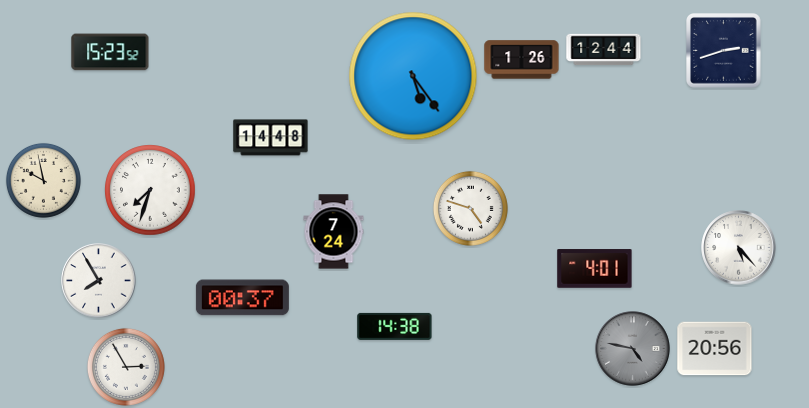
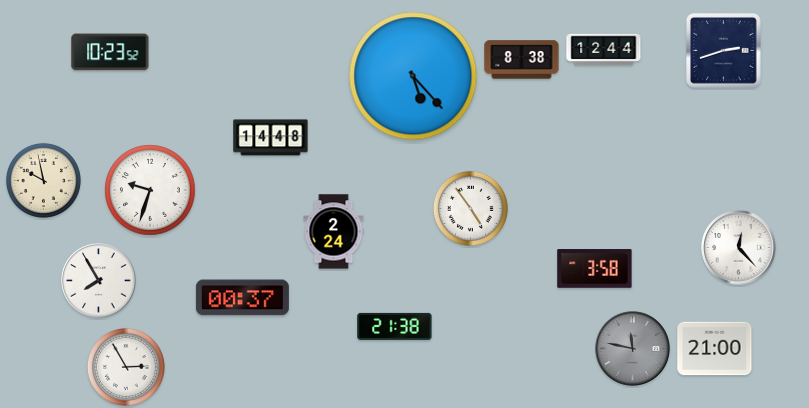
clock at (110, 52): 15:23 -> 10:23
clock at (522, 60): 1:26 -> 8:38
clock at (413, 76): 5:24 -> 5:23
clock at (150, 190): 7:33 -> 9:33
clock at (470, 208): 4:48 -> 4:54
clock at (334, 232): 7:24 -> 2:24
clock at (739, 248): 5:23 -> 12:23
clock at (595, 269): 4:01 -> 3:58
clock at (395, 326): 14:38 -> 21:38
clock at (633, 349): 4:47 -> 11:47
clock at (715, 349): 20:56 -> 21:00
